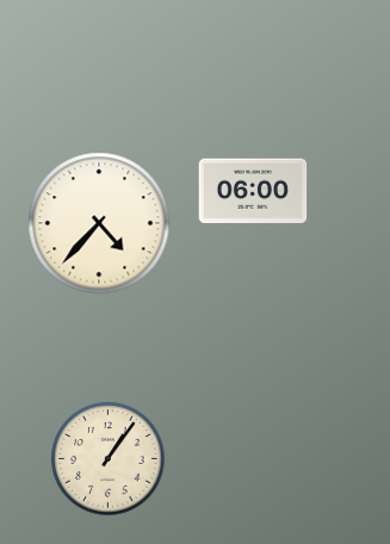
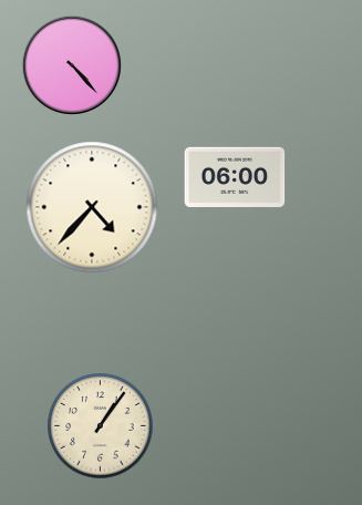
clock at (72, 65): none -> 4:23
